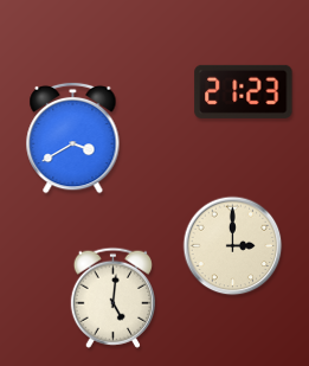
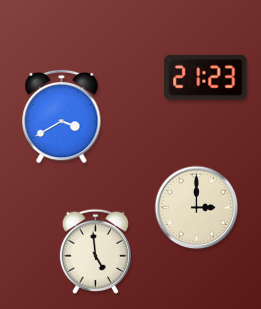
clock at (112, 297): 5:01 -> 4:59
